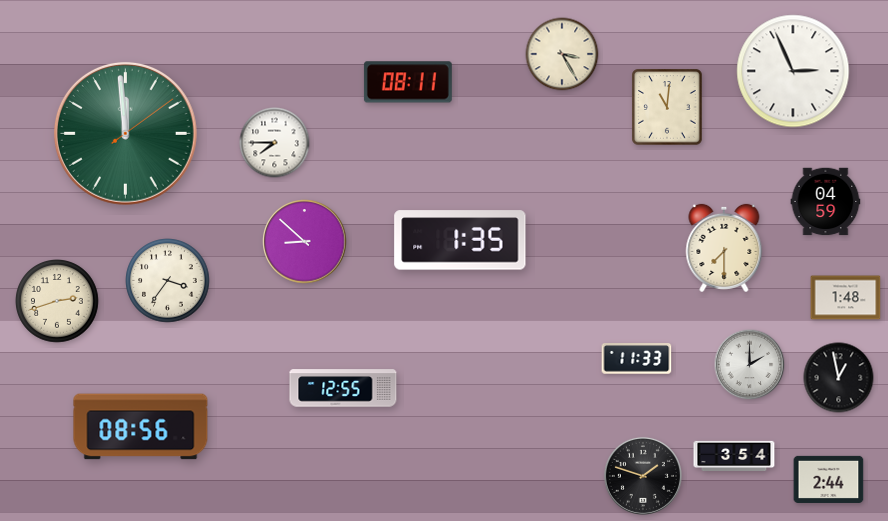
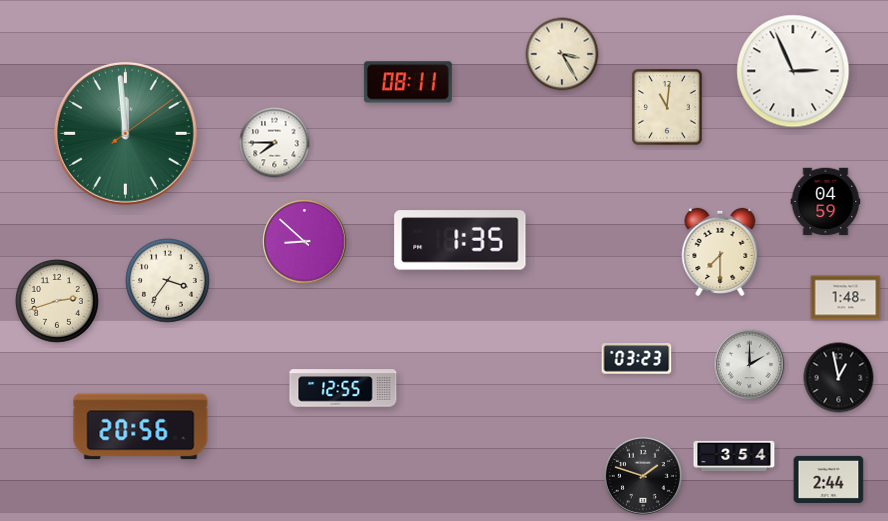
clock at (724, 248) position: (724, 248) -> (720, 252)
clock at (637, 359): 11:33 -> 03:23
clock at (141, 427): 08:56 -> 20:56
